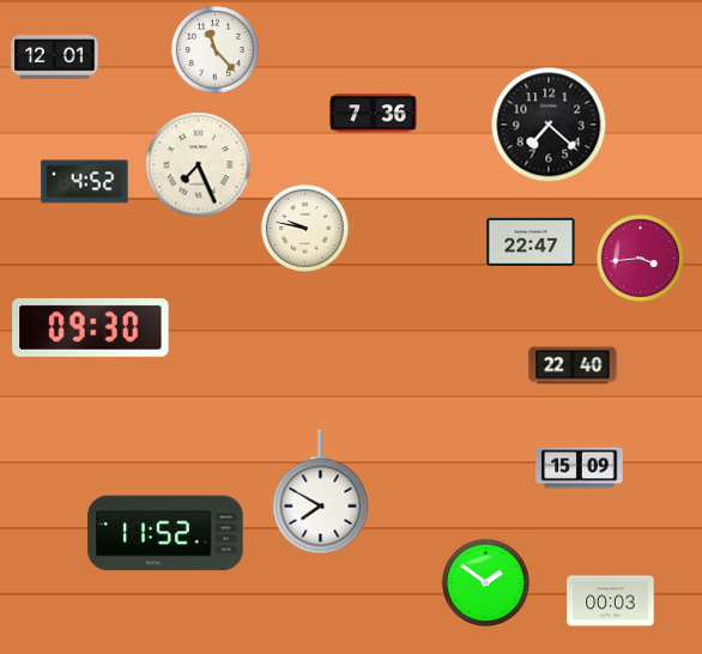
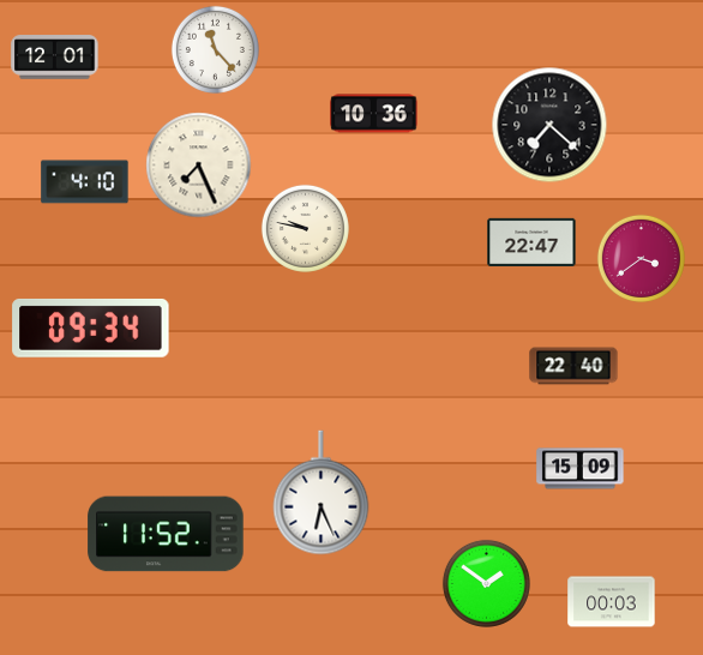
clock at (374, 114): 7:36 -> 10:36
clock at (85, 182): 4:52 -> 4:10
clock at (640, 258): 3:44 -> 3:39
clock at (91, 327): 09:30 -> 09:34
clock at (321, 492): 7:50 -> 6:26
